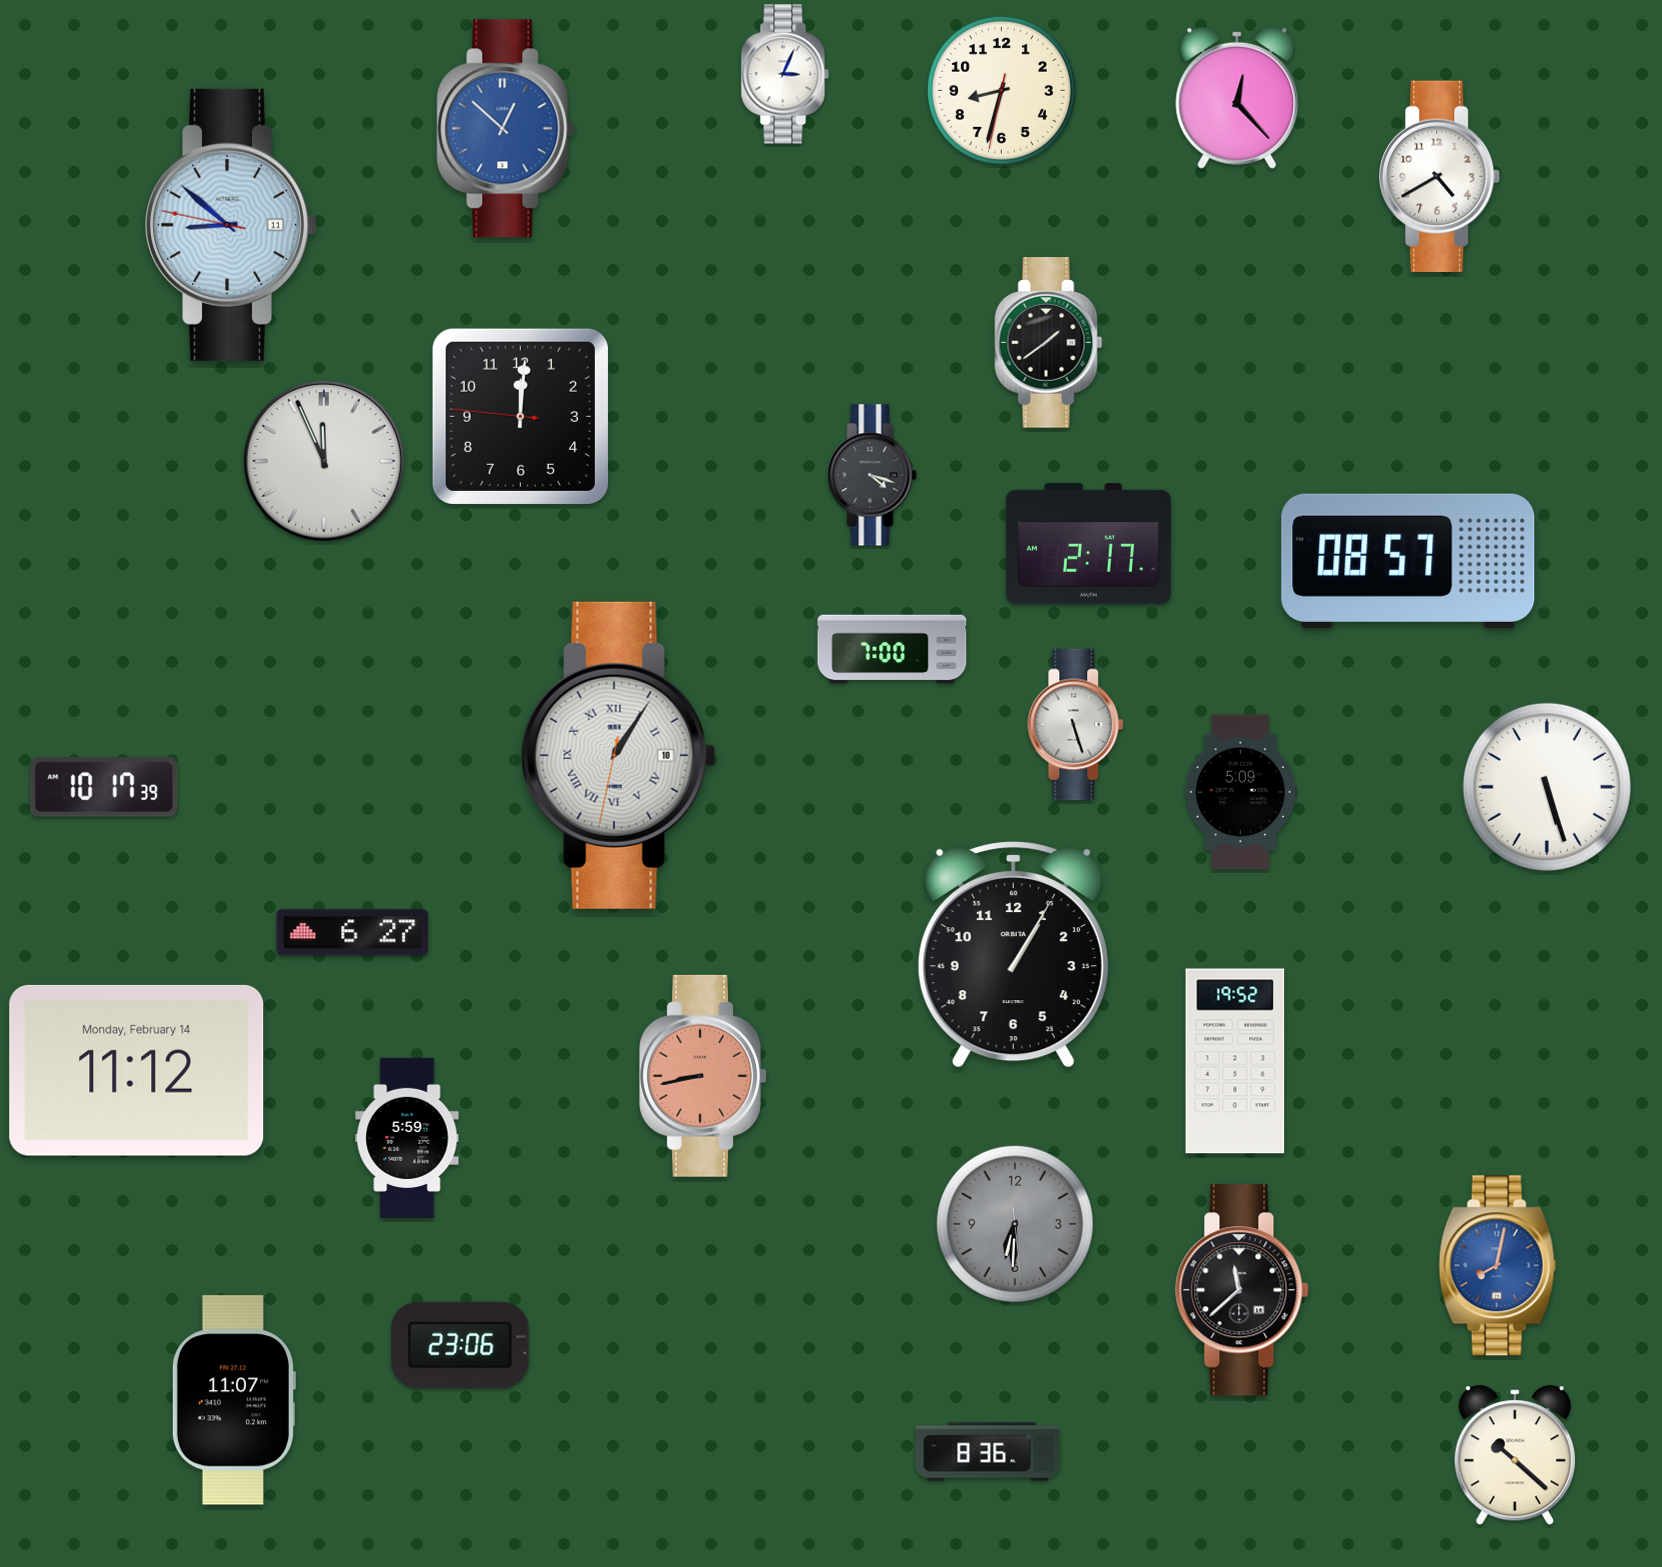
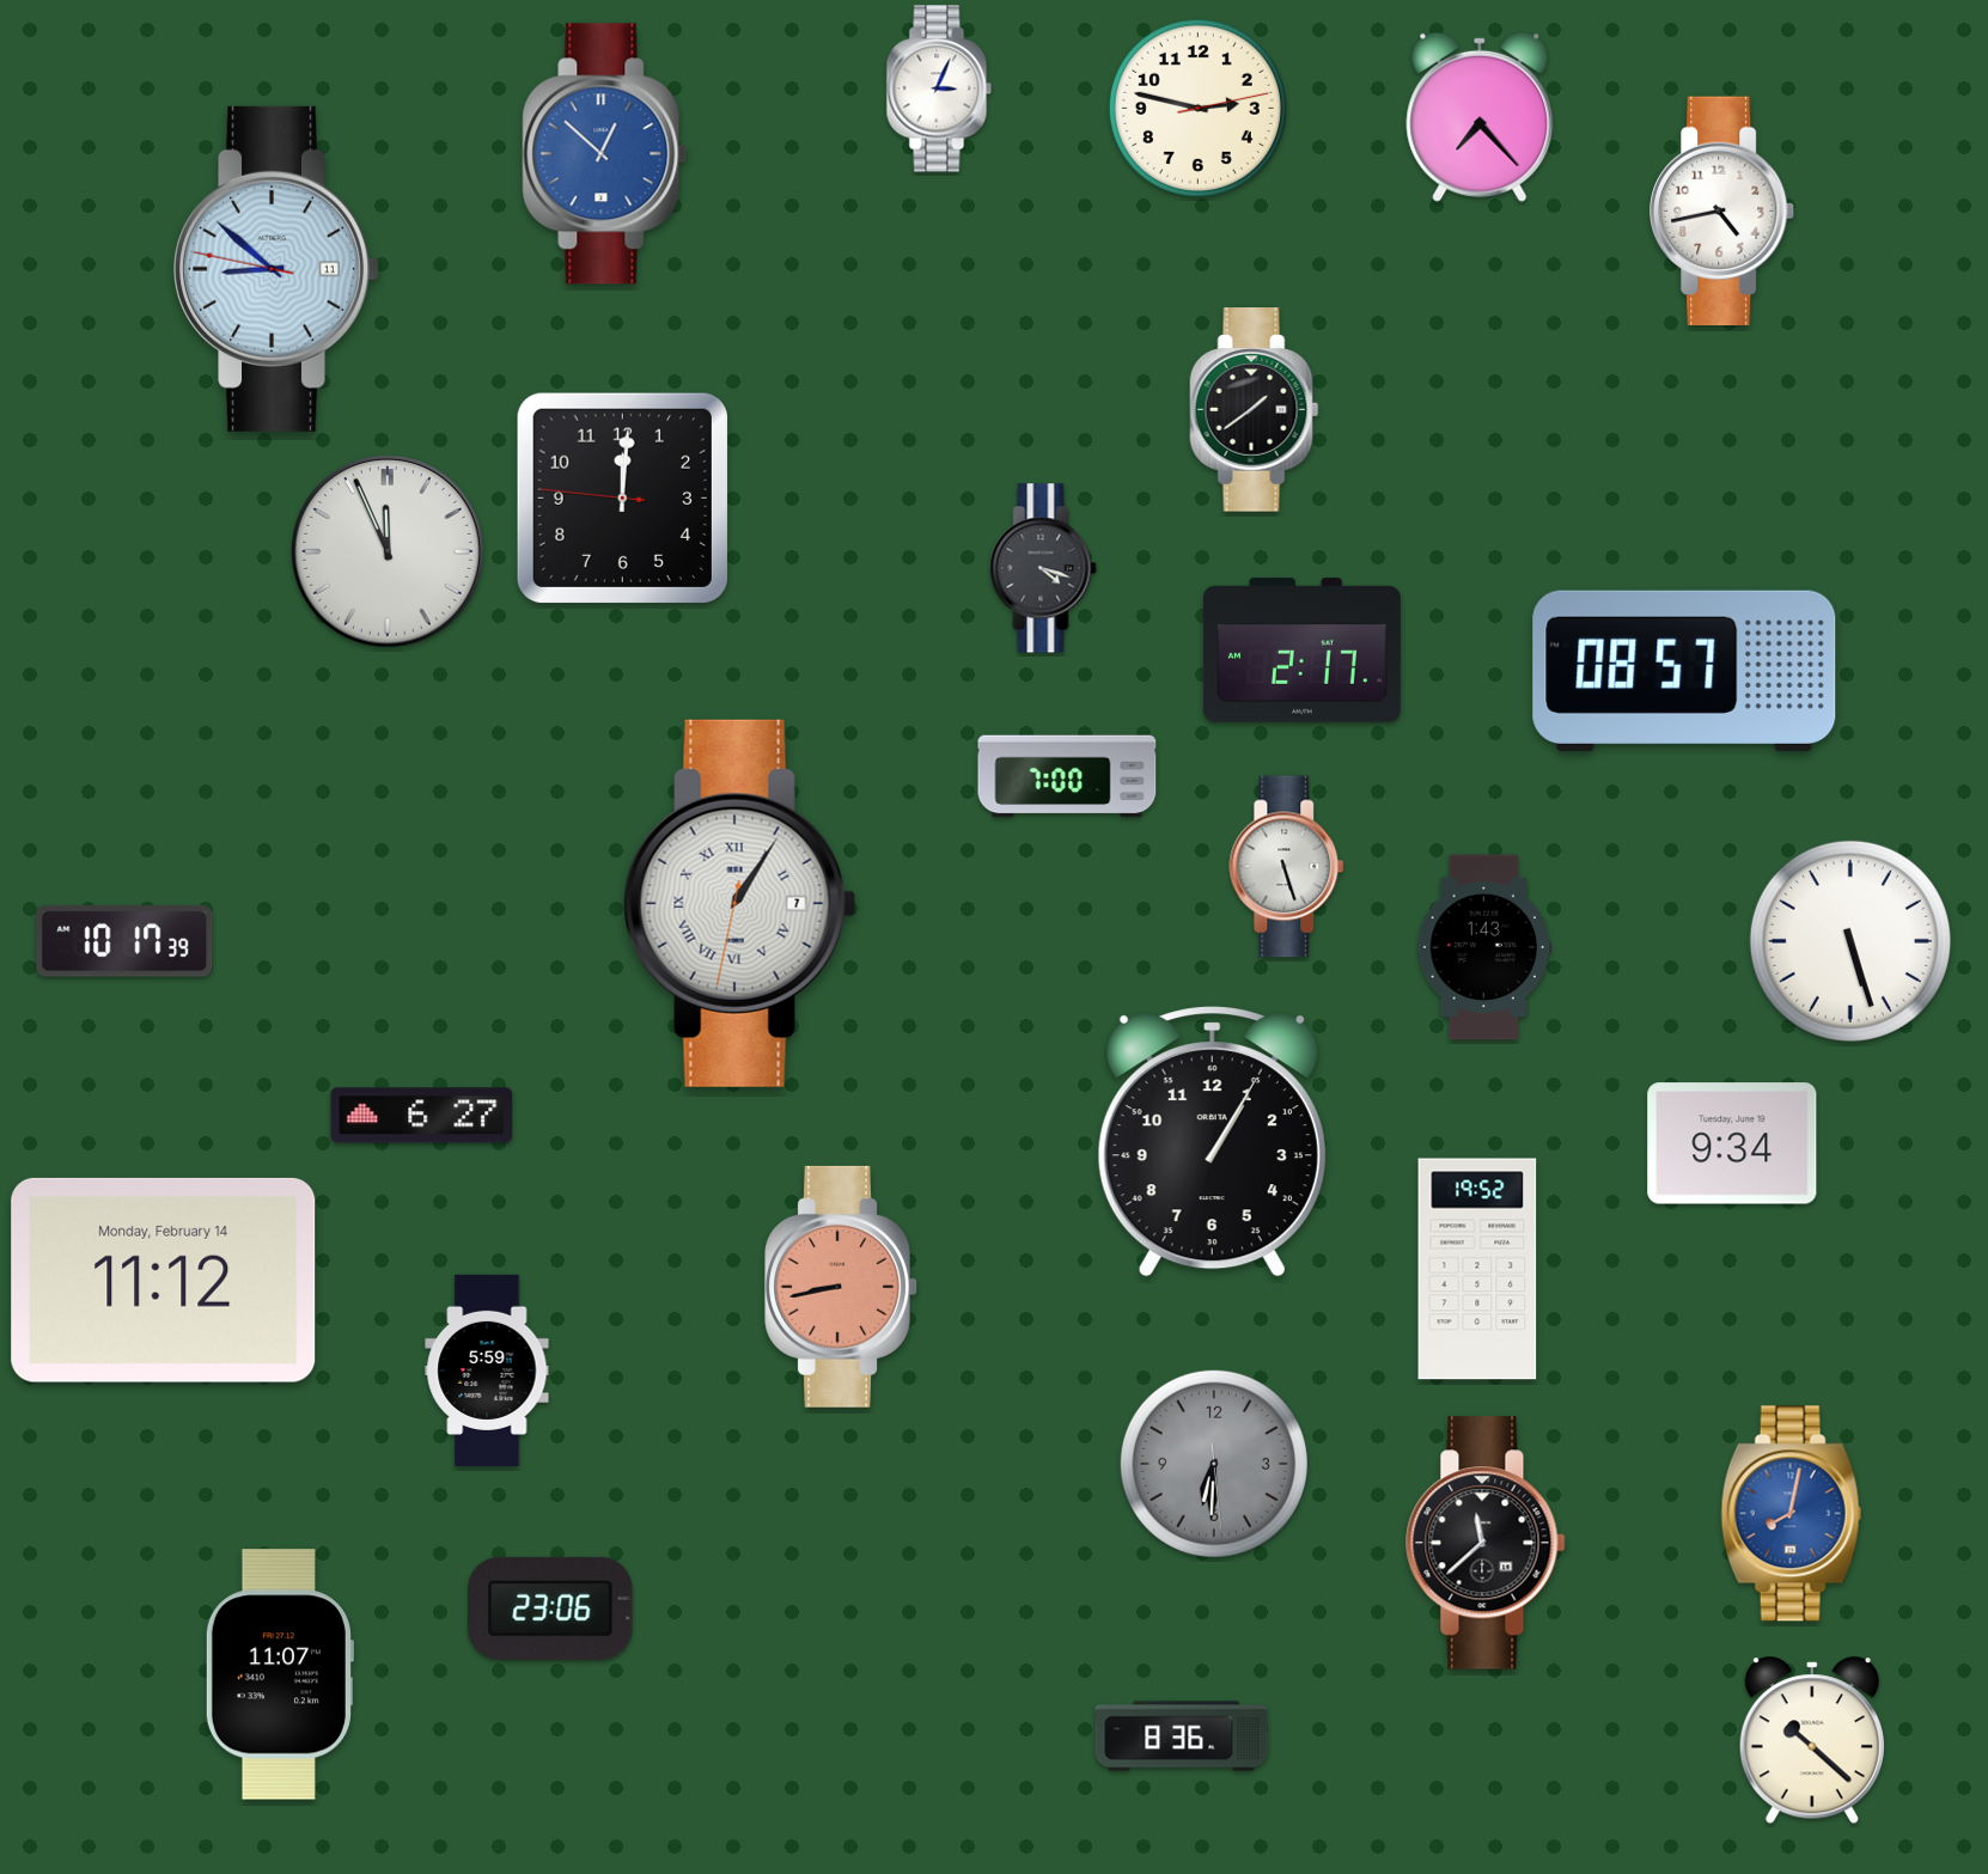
clock at (1001, 90): 8:32 -> 2:47
clock at (1237, 98): 12:23 -> 7:23
clock at (1440, 177): 4:40 -> 4:43
clock at (619, 755) date: 10 -> 7
clock at (1241, 792): 5:09 -> 1:43
clock at (1732, 1143): none -> 9:34
clock at (407, 1138) position: (407, 1138) -> (487, 1371)
